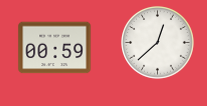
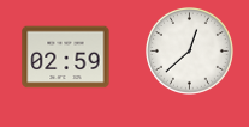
clock at (55, 48): 00:59 -> 02:59
